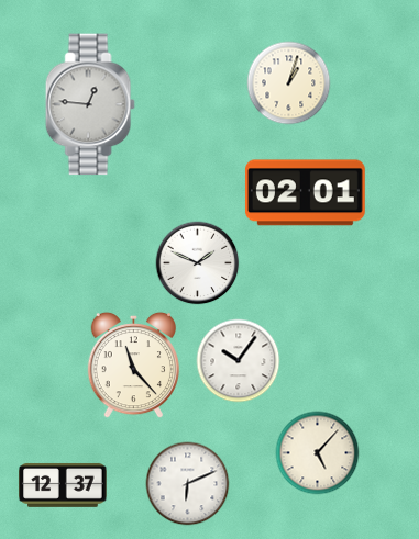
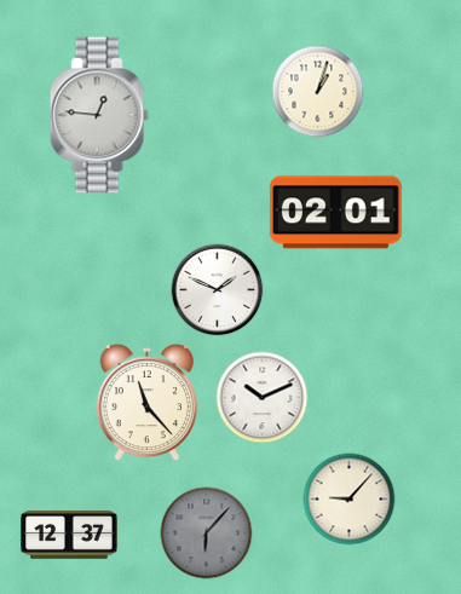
clock at (239, 361): 10:06 -> 10:11
clock at (318, 453): 5:07 -> 9:07
clock at (188, 484): 6:11 -> 6:07
clock at (188, 484) dial: white -> grey
